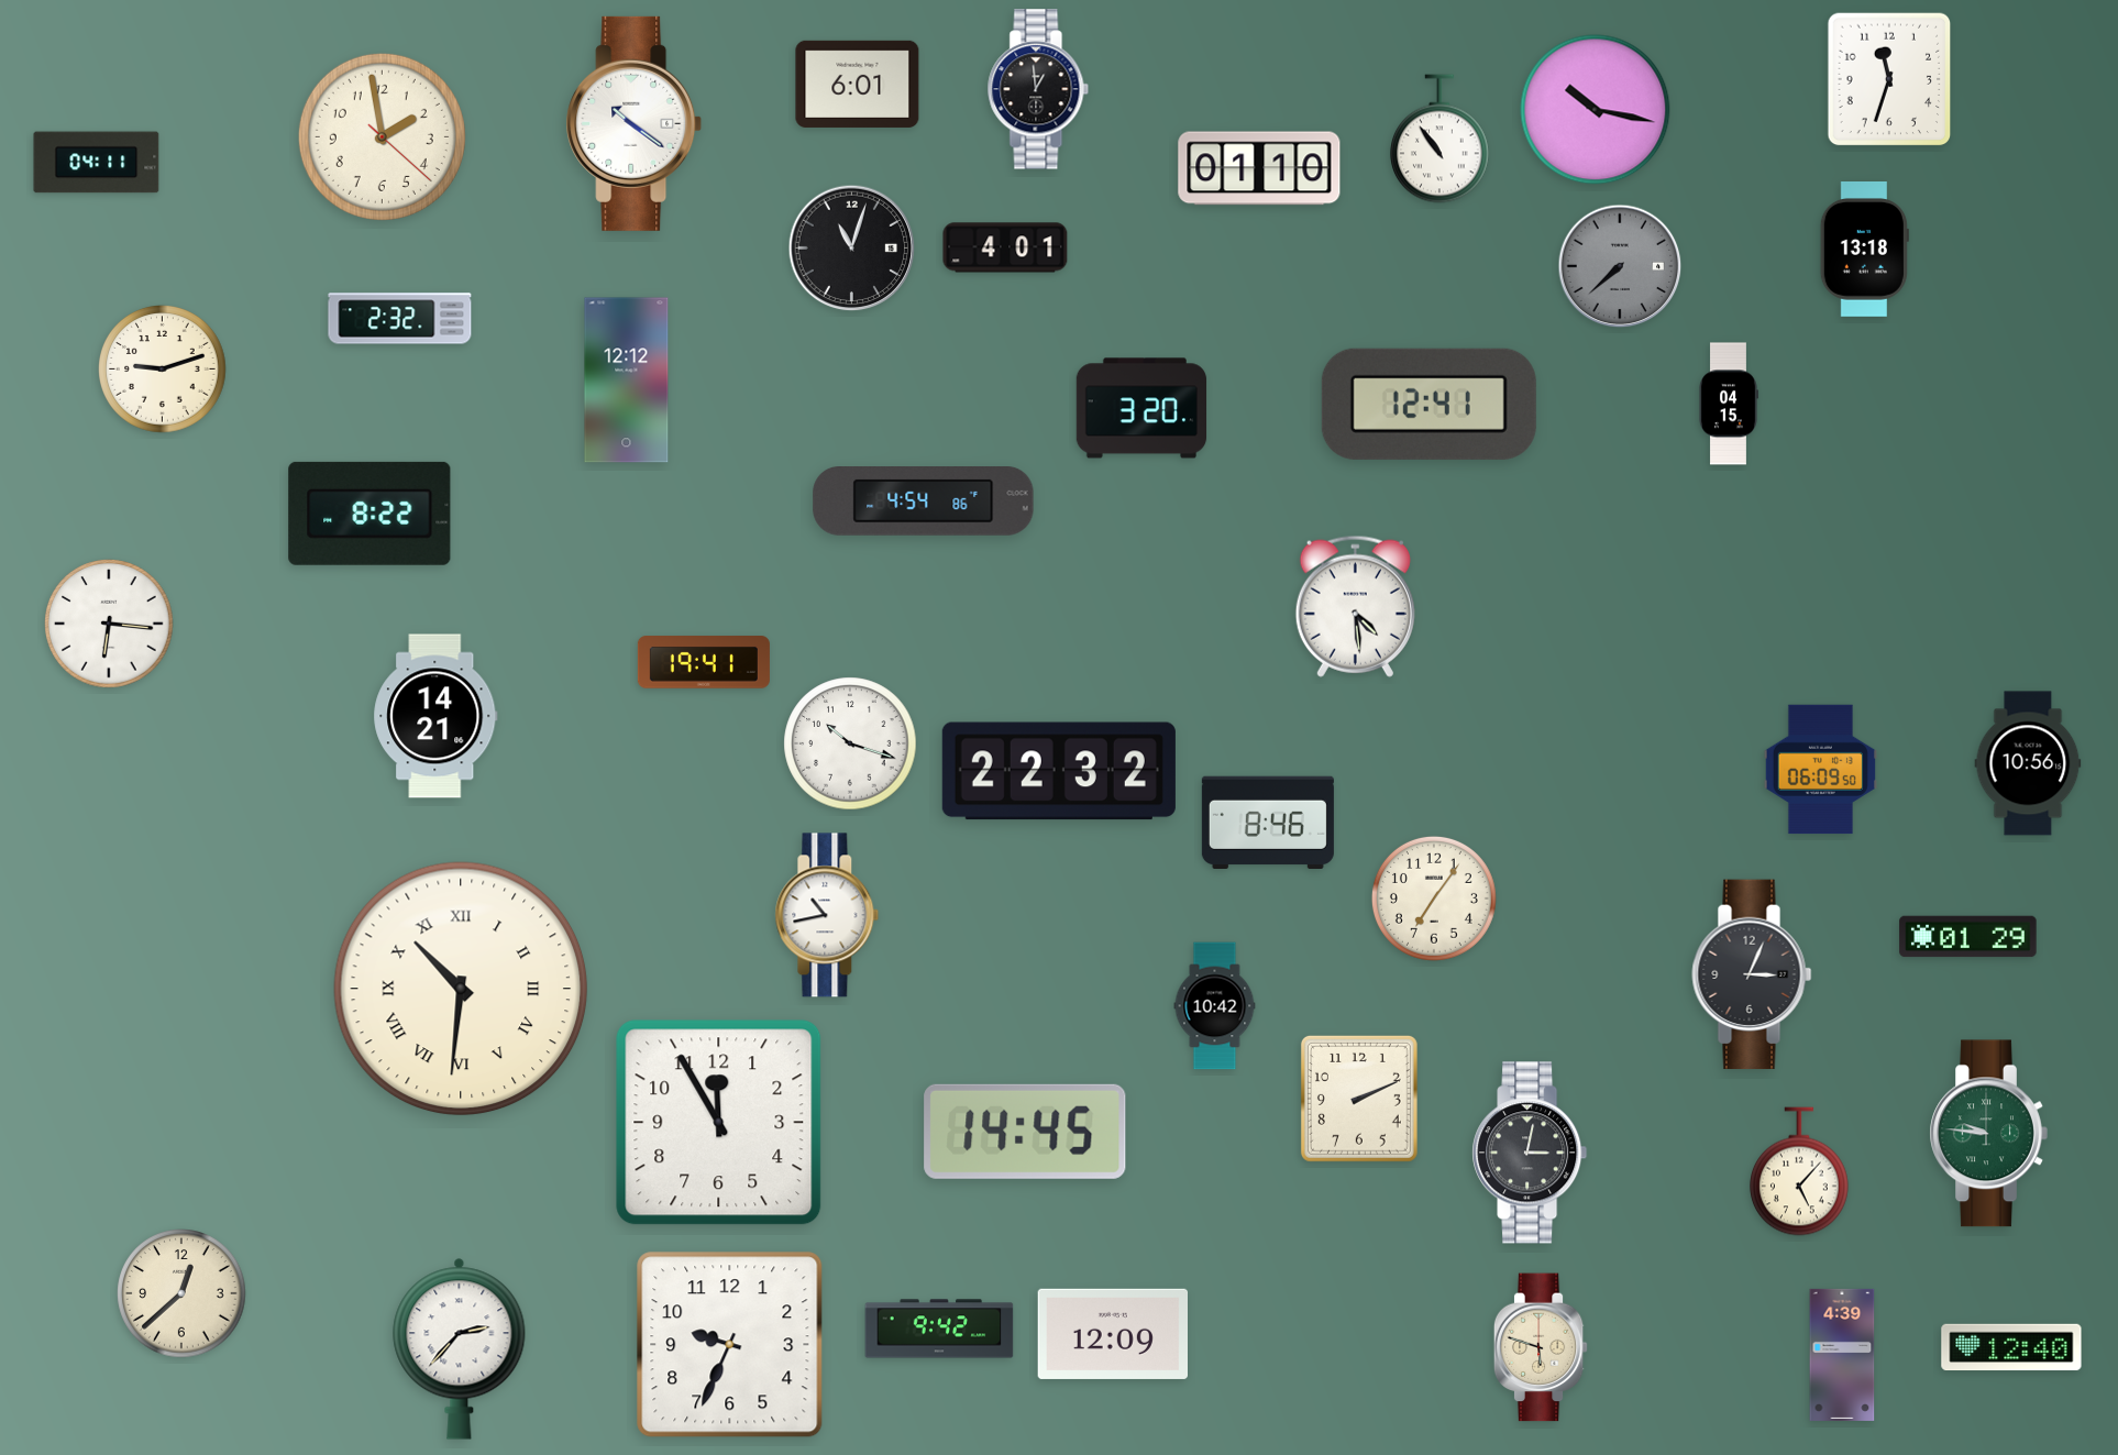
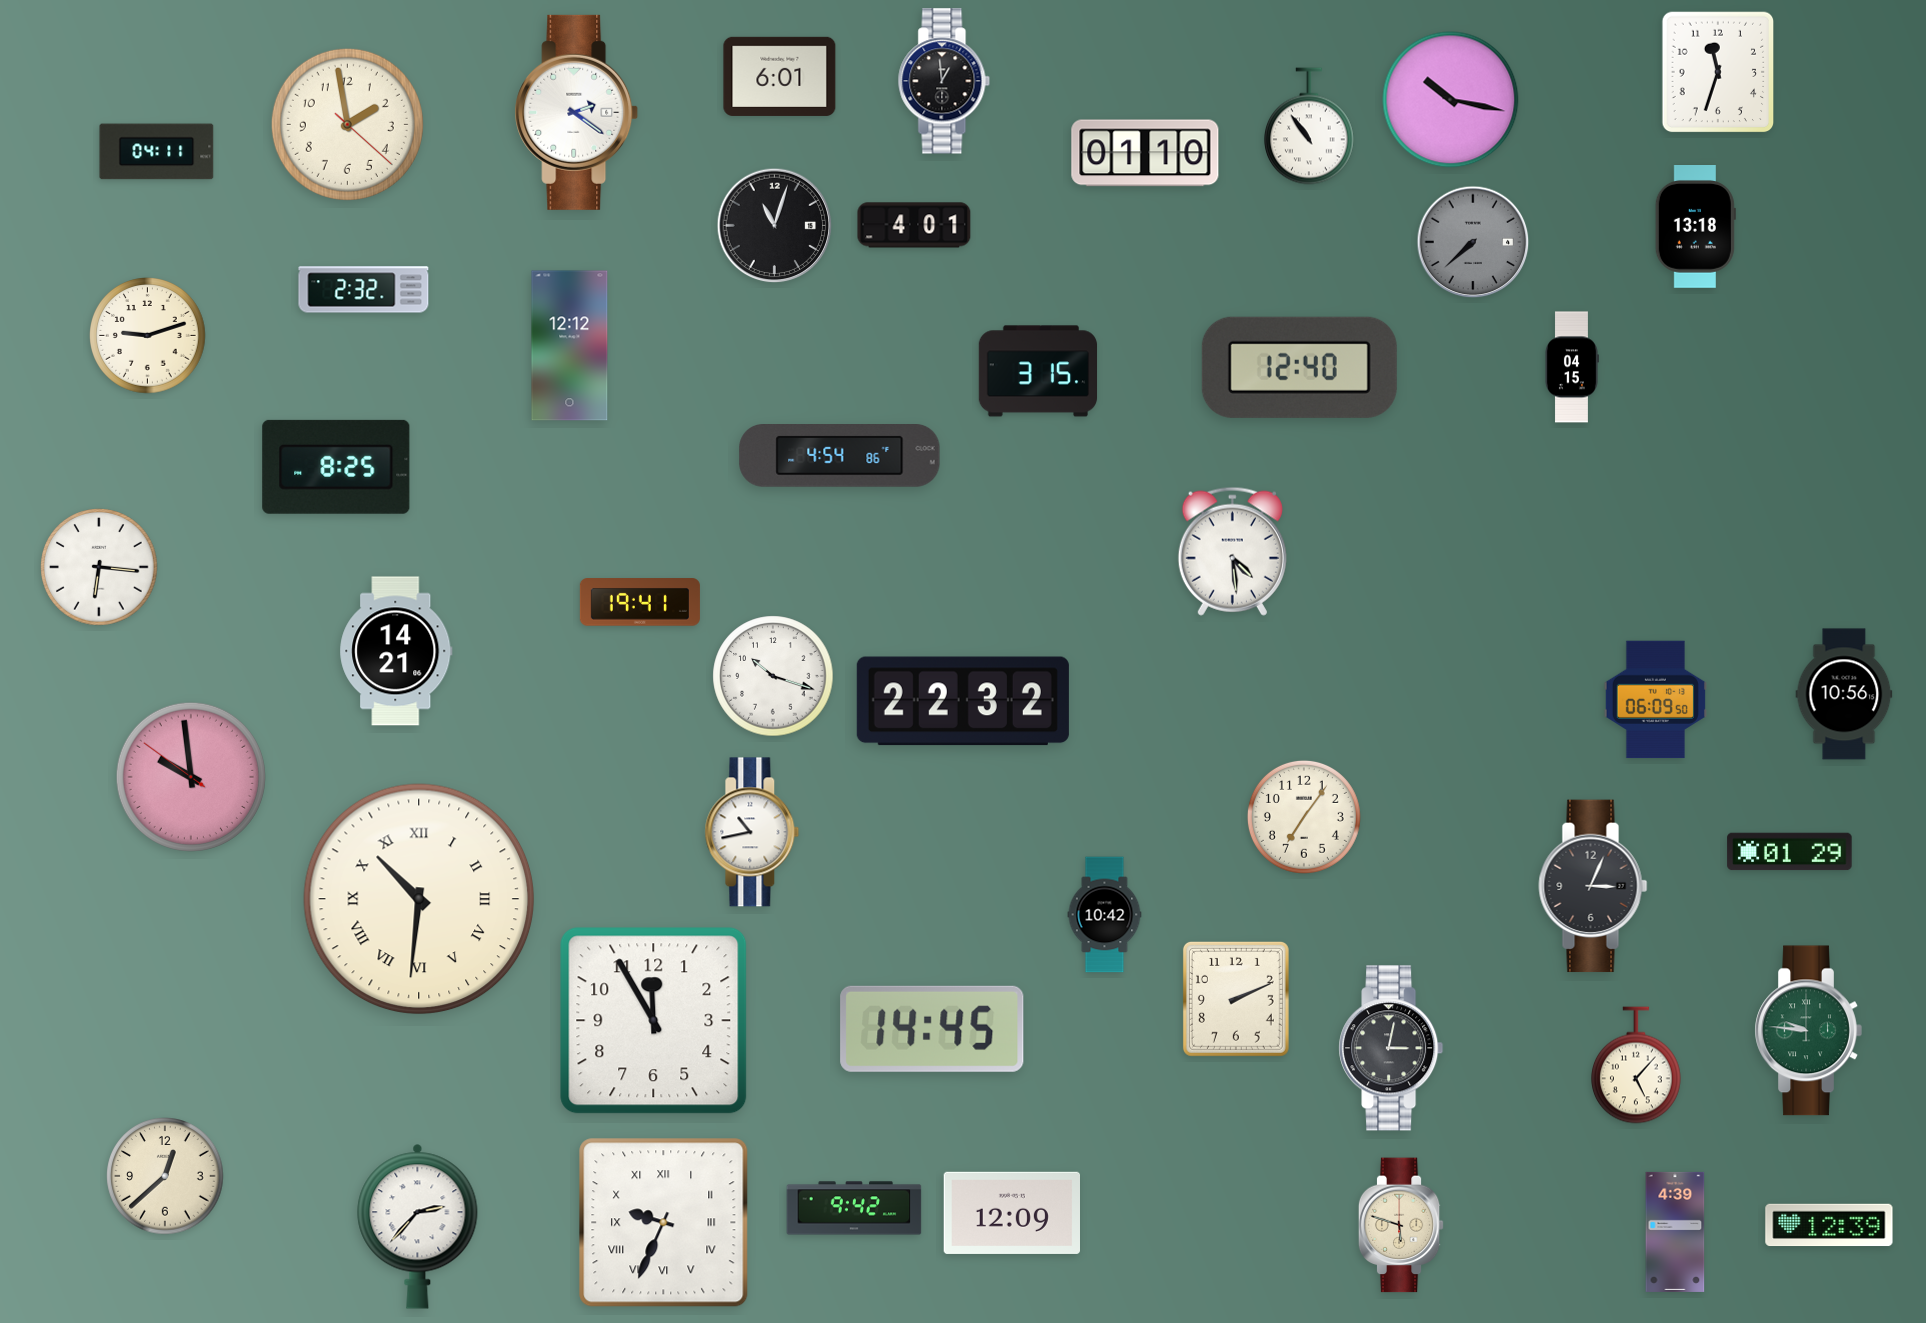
clock at (635, 123): 10:21 -> 2:21
clock at (97, 163) position: (97, 163) -> (157, 152)
clock at (1428, 404): 12:41 -> 12:40
clock at (1141, 408): 3:20 -> 3:15
clock at (369, 514): 8:22 -> 8:25
clock at (1268, 822): 8:46 -> none
clock at (191, 777): none -> 9:58
clock at (730, 1345) numerals: Arabic -> Roman
clock at (2011, 1347): 12:40 -> 12:39
